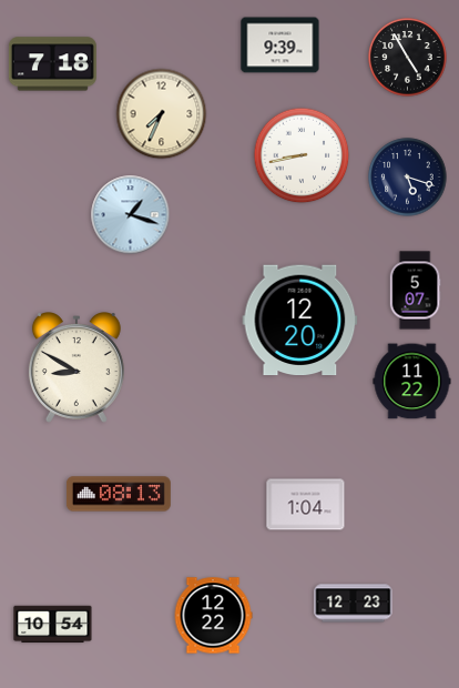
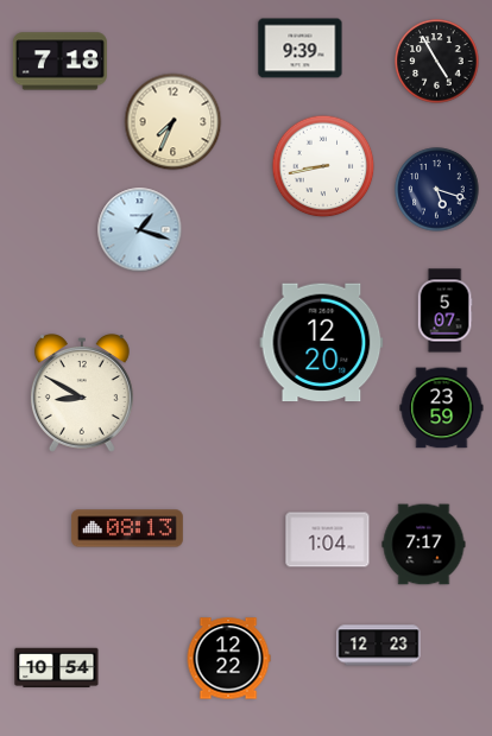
clock at (52, 64) position: (52, 64) -> (59, 62)
clock at (412, 382): 11:22 -> 23:59
clock at (424, 545): none -> 7:17
